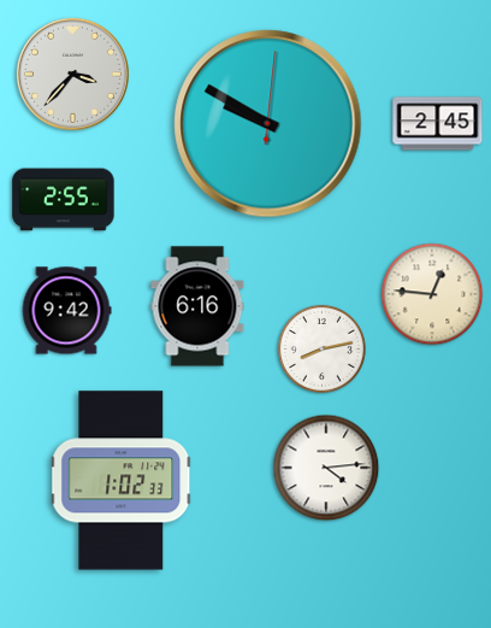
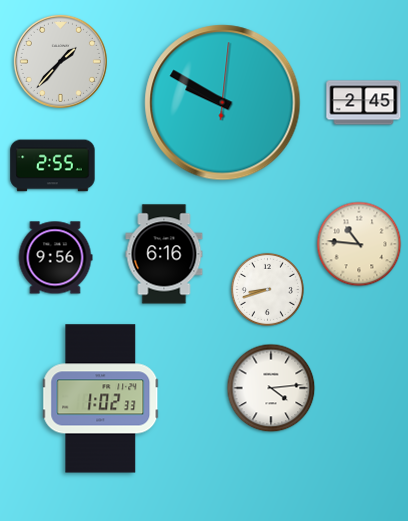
clock at (72, 74): 3:37 -> 1:37
clock at (432, 294): 12:46 -> 10:46
clock at (66, 311): 9:42 -> 9:56
clock at (321, 348): 8:13 -> 8:42
